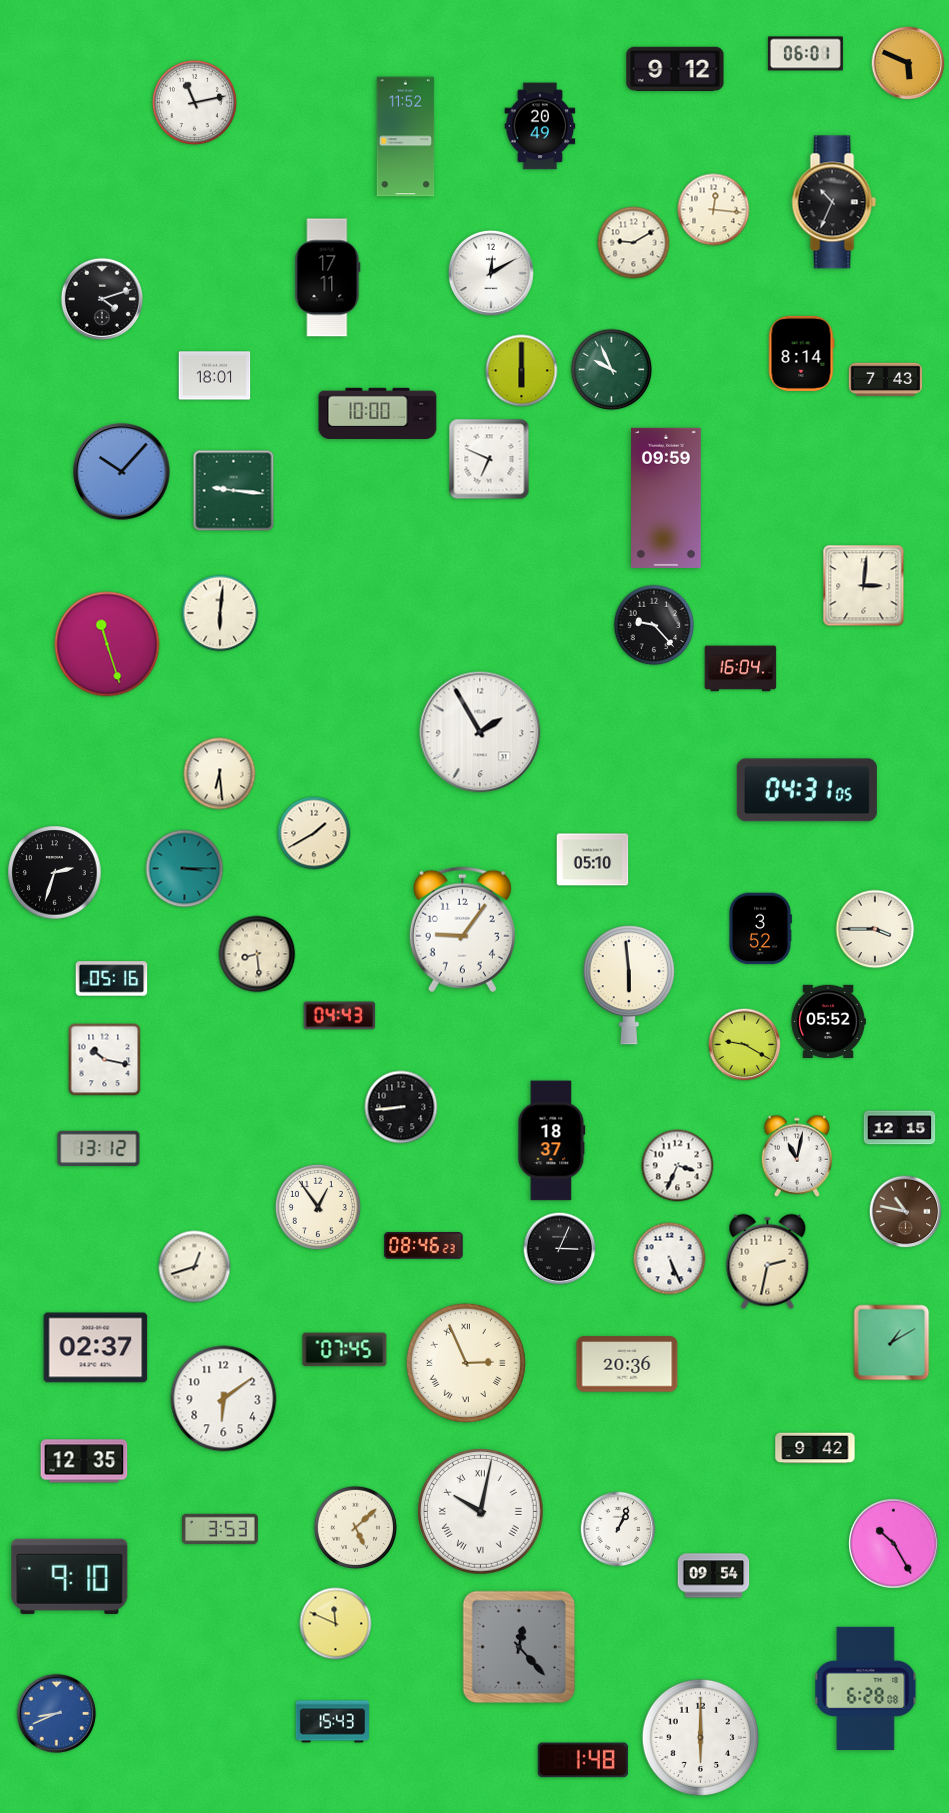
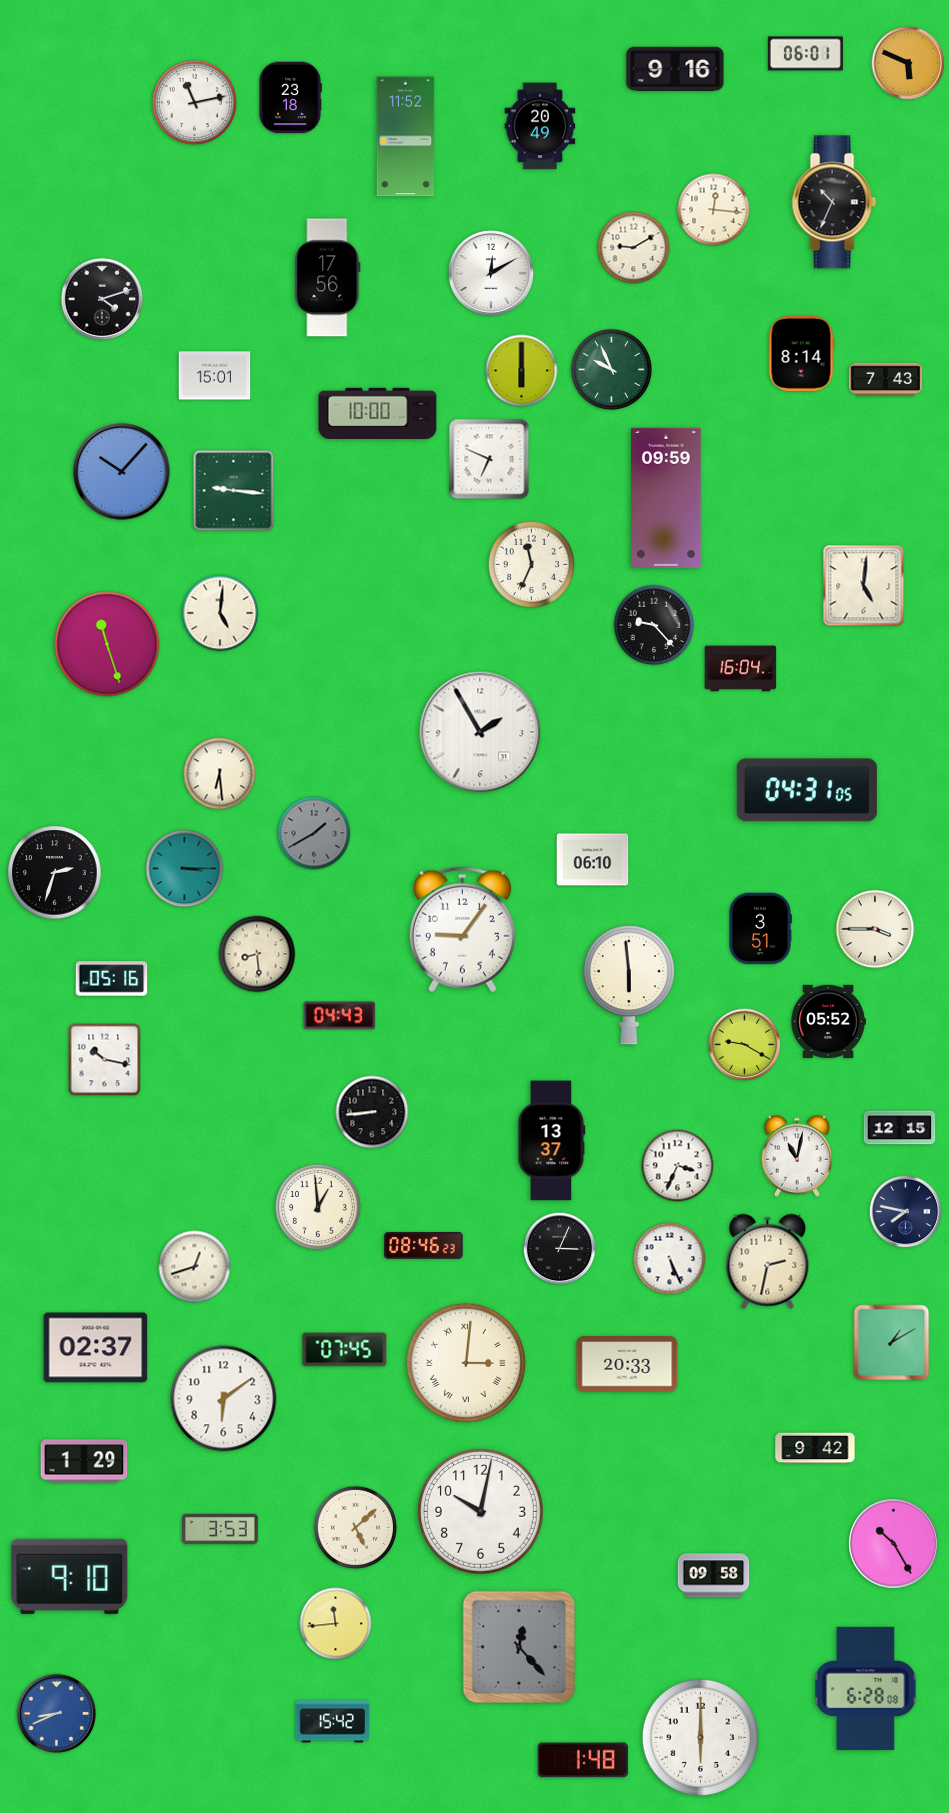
clock at (675, 69): 9:12 -> 9:16
clock at (290, 98): none -> 23:18
clock at (634, 243) position: (634, 243) -> (634, 248)
clock at (328, 278): 17:11 -> 17:56
clock at (215, 376): 18:01 -> 15:01
clock at (531, 564): none -> 11:34
clock at (864, 586): 3:01 -> 5:01
clock at (220, 613): 6:01 -> 5:01
clock at (314, 833) dial: cream -> grey
clock at (593, 860): 05:10 -> 06:10
clock at (761, 929): 3:52 -> 3:51
clock at (401, 1107) position: (401, 1107) -> (372, 1112)
clock at (552, 1141): 18:37 -> 13:37
clock at (99, 1148): 13:12 -> none
clock at (318, 1207): 12:54 -> 12:59
clock at (906, 1212): 10:47 -> 7:47
clock at (906, 1212) dial: brown -> navy
clock at (466, 1363): 2:56 -> 3:01
clock at (627, 1364): 20:36 -> 20:33
clock at (84, 1461): 12:35 -> 1:29
clock at (481, 1512) numerals: Roman -> Arabic
clock at (618, 1529): 1:04 -> none
clock at (714, 1576): 09:54 -> 09:58
clock at (336, 1624): 11:49 -> 11:44
clock at (332, 1722): 15:43 -> 15:42
